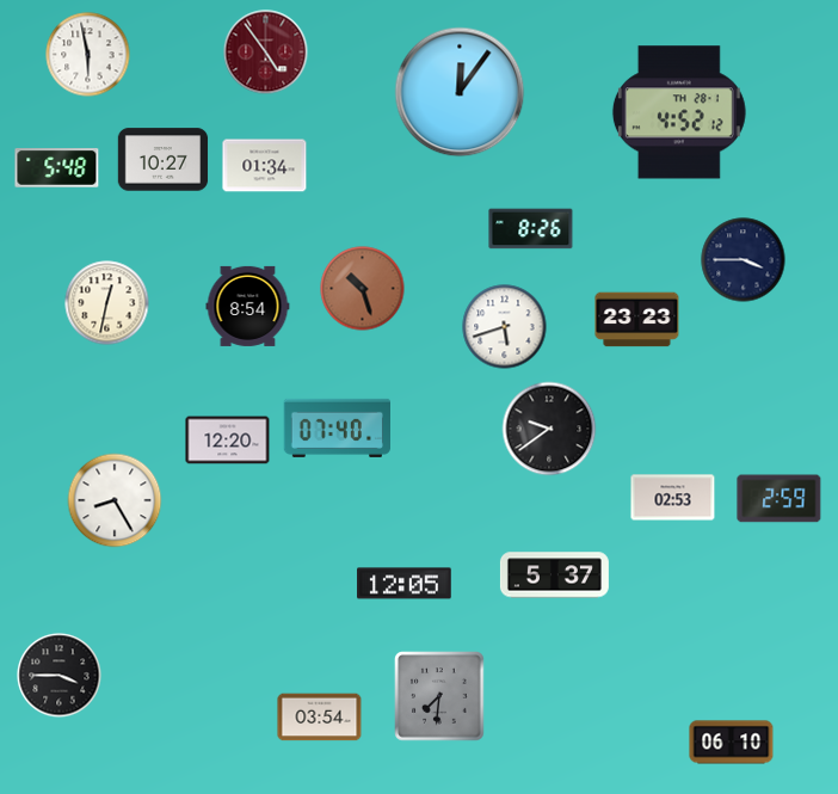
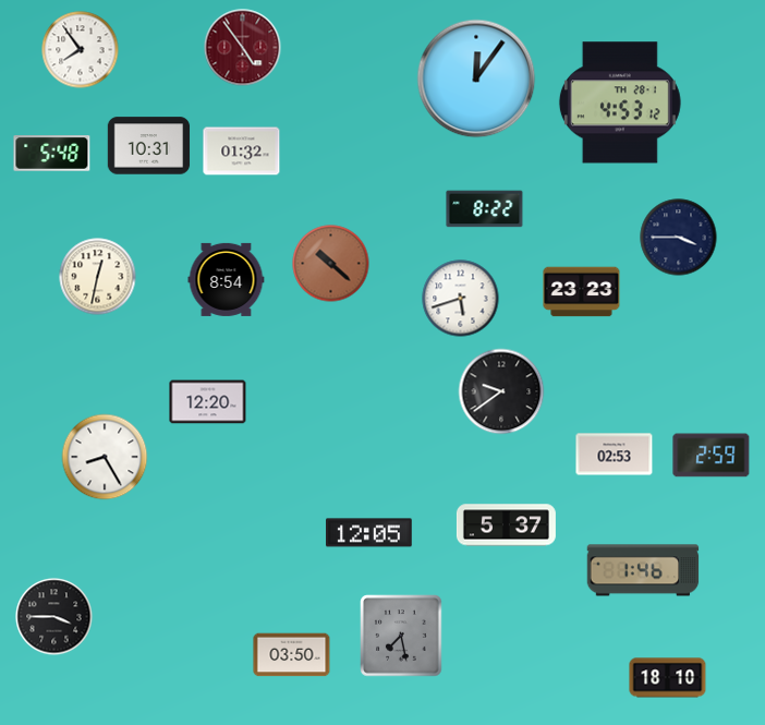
clock at (88, 55): 5:58 -> 7:54
clock at (460, 92) position: (460, 92) -> (476, 78)
clock at (679, 112): 4:52 -> 4:53
clock at (164, 160): 10:27 -> 10:31
clock at (265, 166): 01:34 -> 01:32
clock at (531, 229): 8:26 -> 8:22
clock at (363, 289): 10:27 -> 10:22
clock at (337, 427): 07:40 -> none
clock at (643, 570): none -> 1:46
clock at (439, 696): 7:31 -> 7:28
clock at (320, 718): 03:54 -> 03:50
clock at (732, 743): 06:10 -> 18:10
